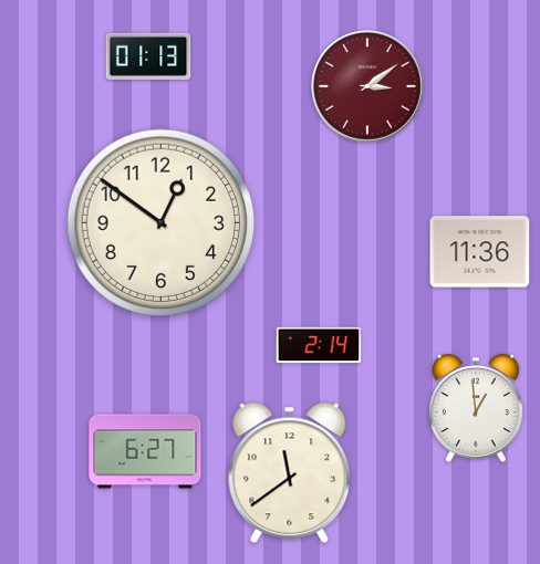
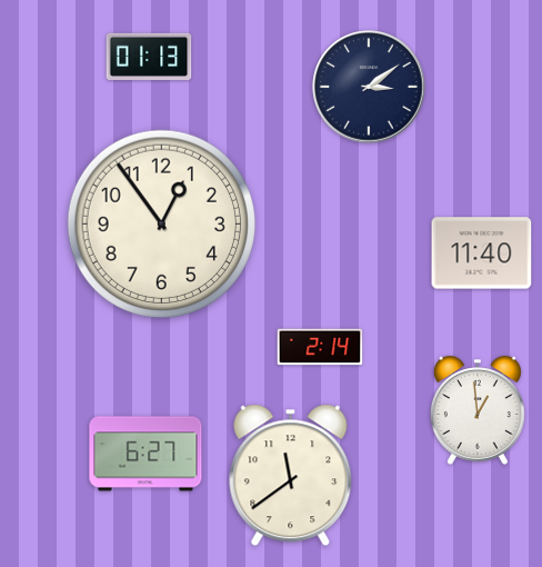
clock at (367, 86) dial: burgundy -> navy
clock at (160, 222): 12:51 -> 12:54
clock at (480, 252): 11:36 -> 11:40
